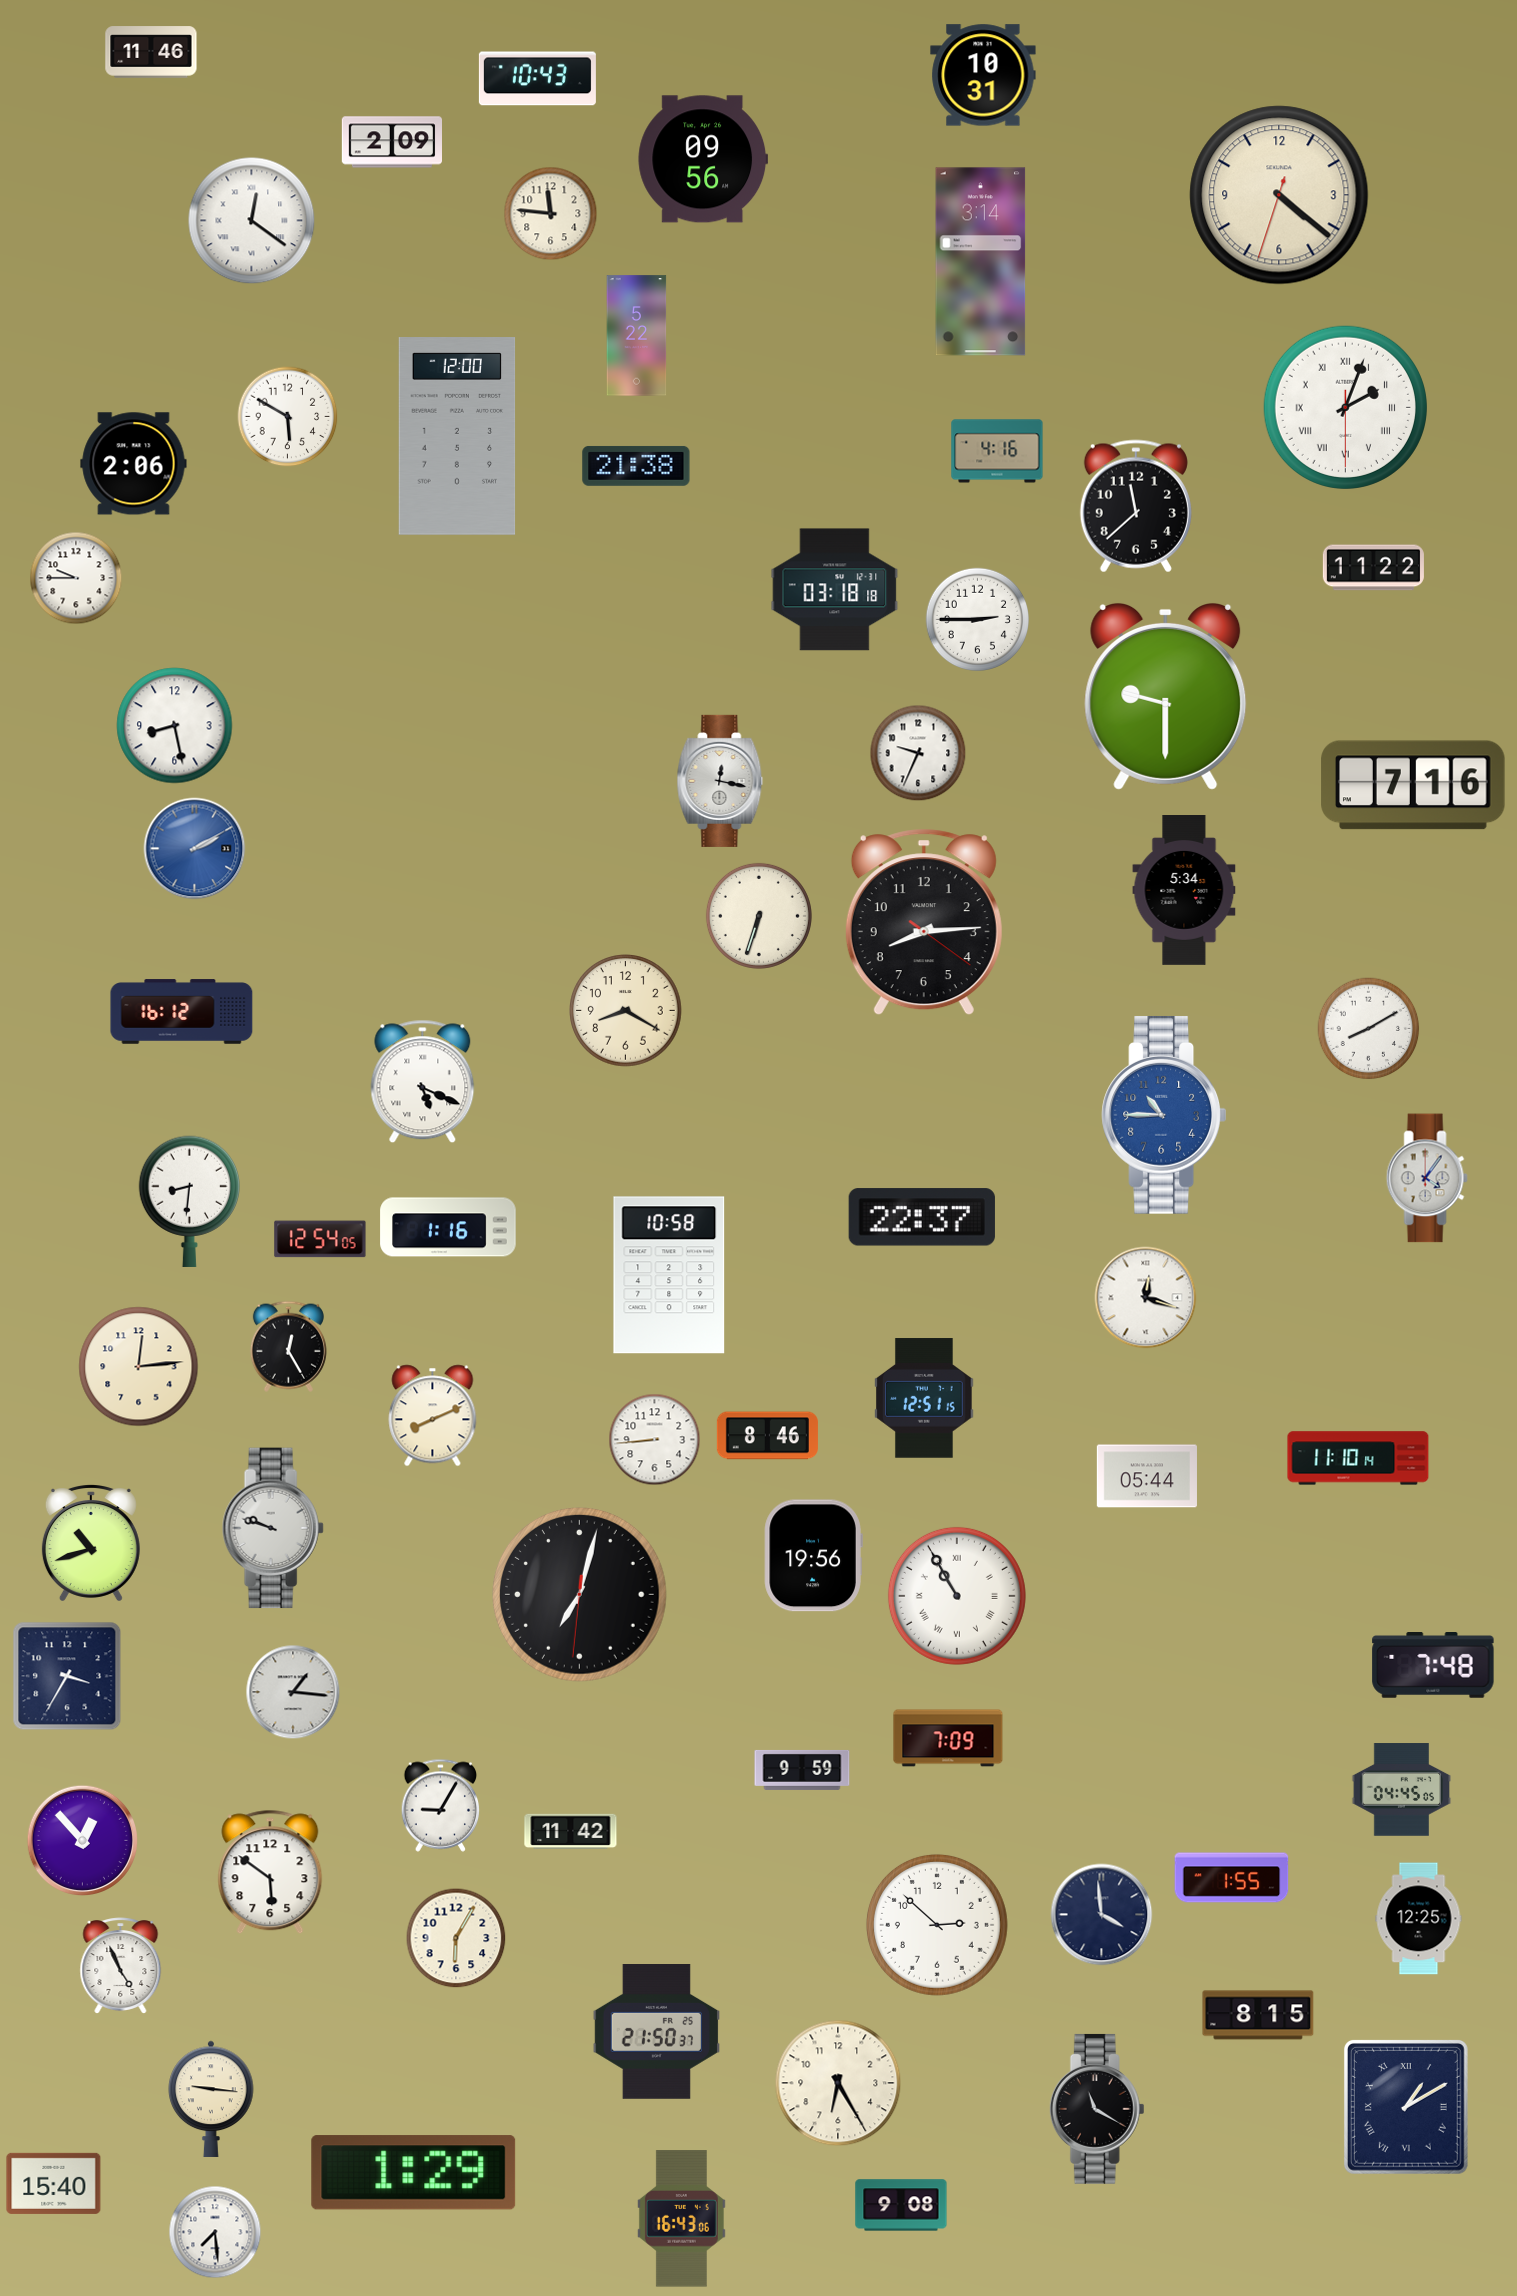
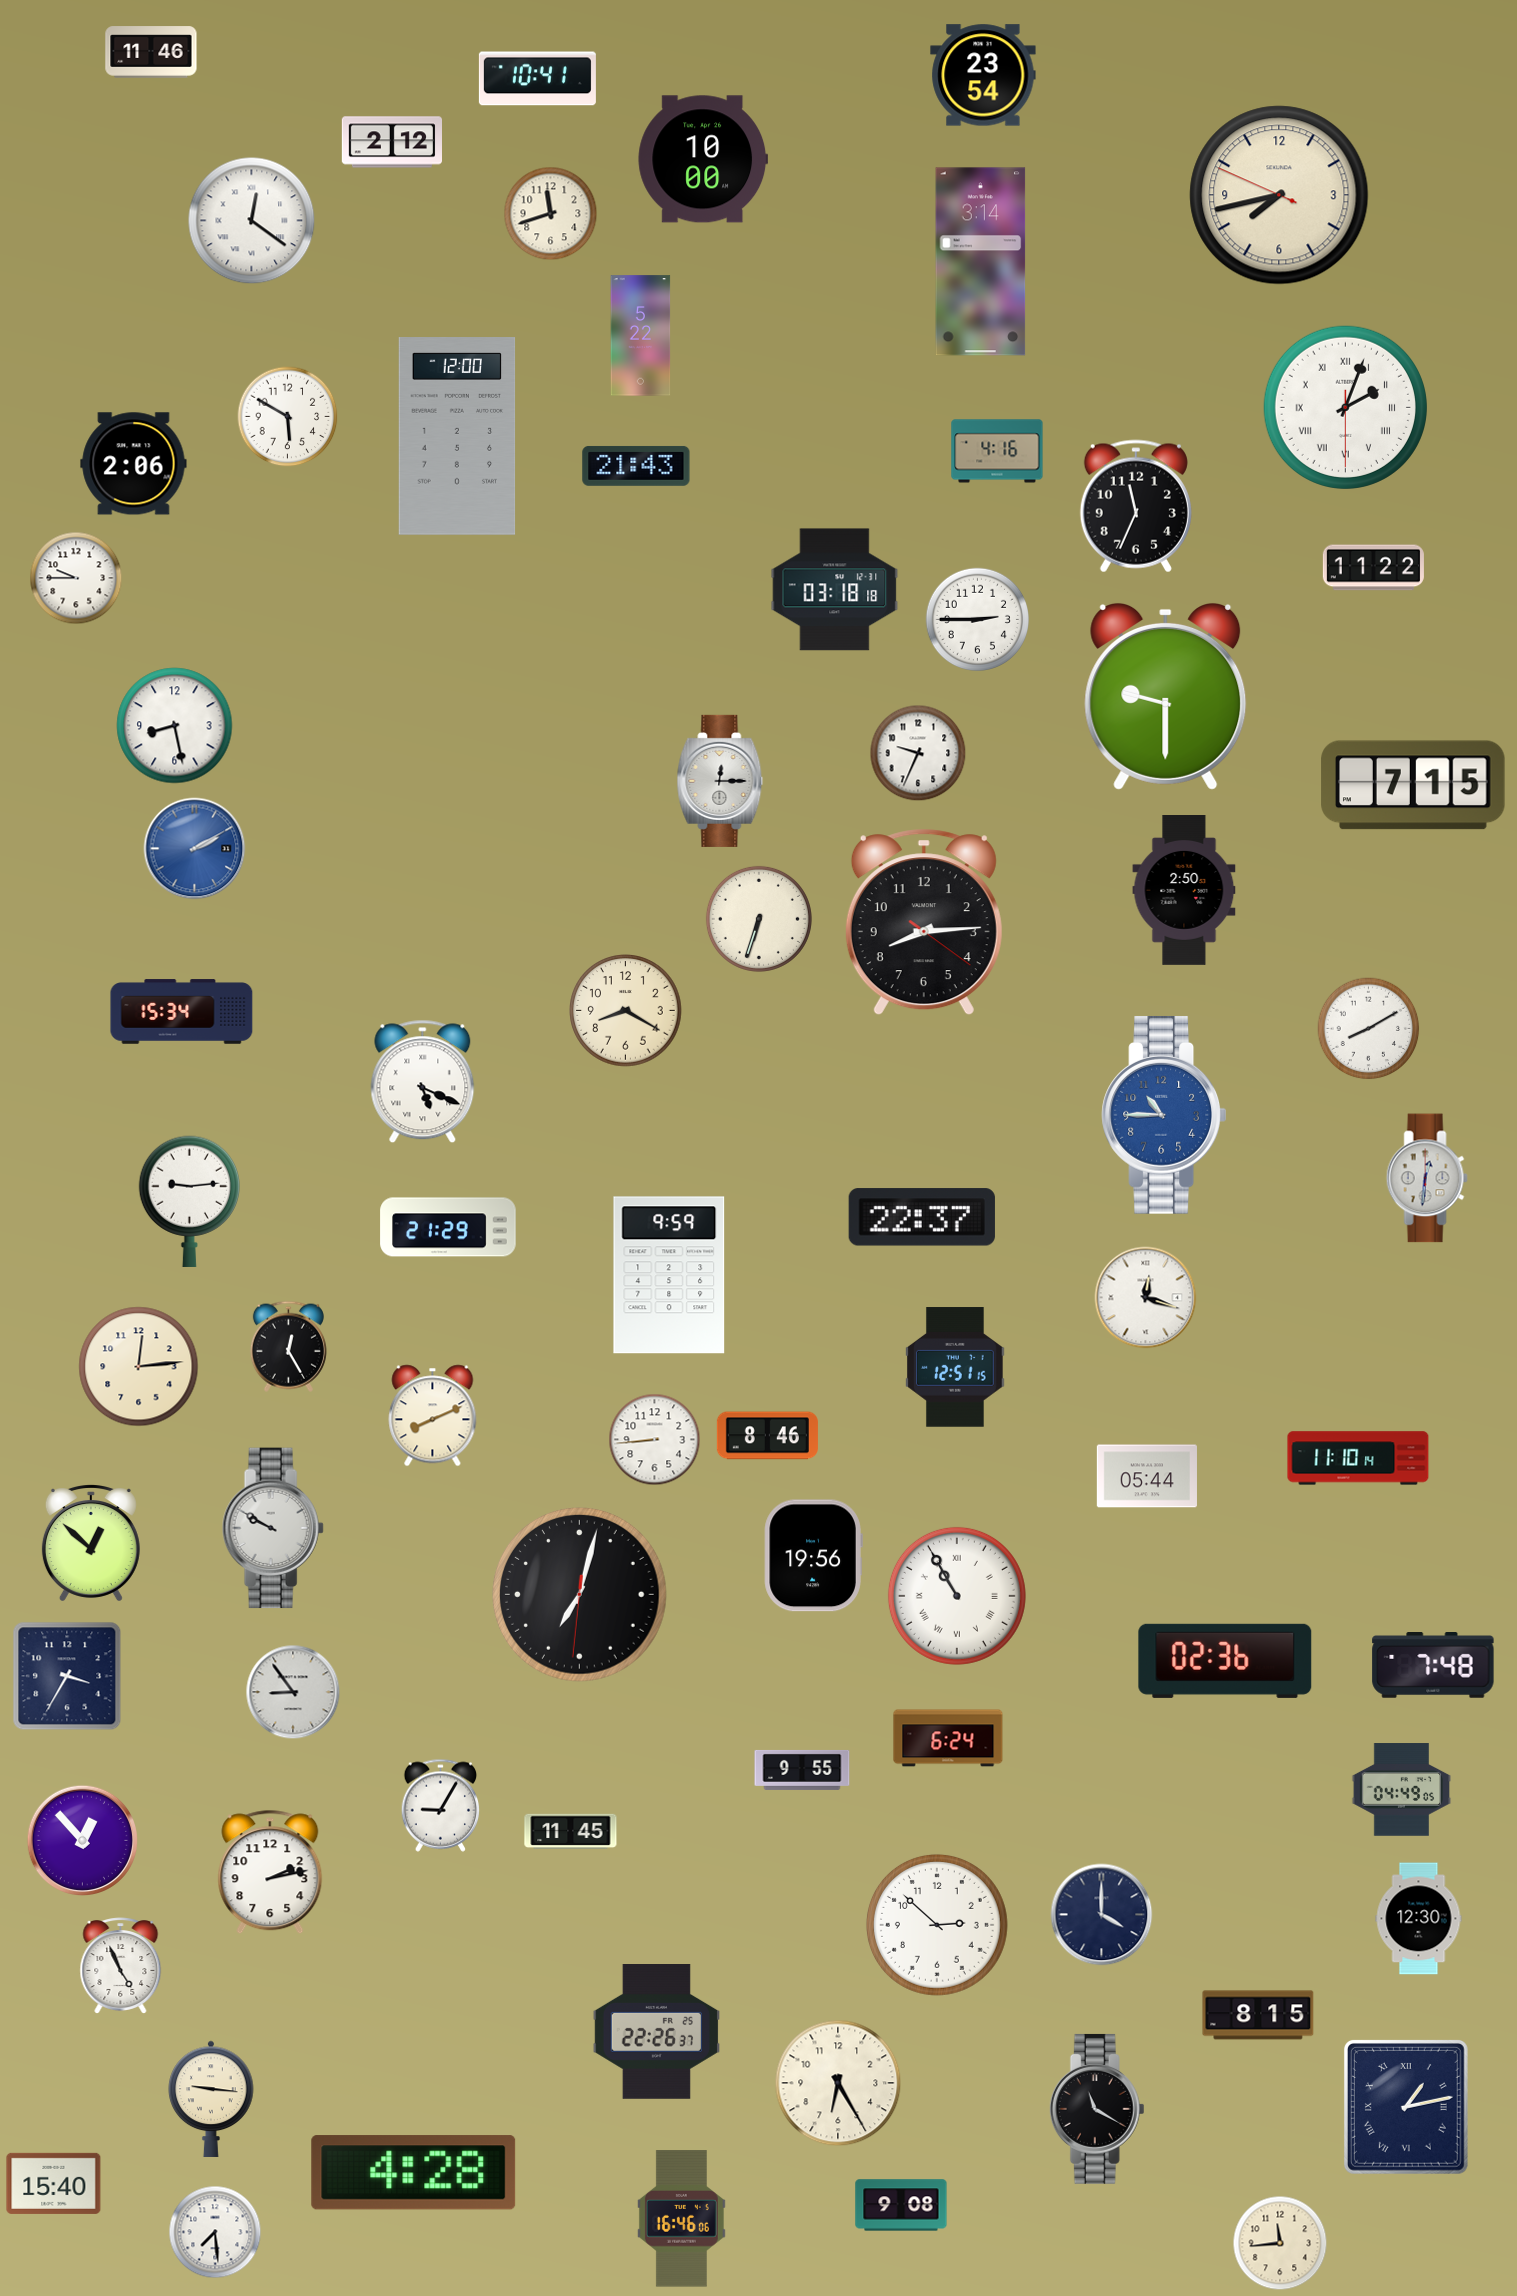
clock at (983, 75): 10:31 -> 23:54
clock at (537, 79): 10:43 -> 10:41
clock at (391, 142): 2:09 -> 2:12
clock at (702, 159): 09:56 -> 10:00
clock at (1279, 195): 4:21 -> 7:42
clock at (551, 214): 11:46 -> 11:42
clock at (637, 336) position: (637, 336) -> (641, 336)
clock at (636, 466): 21:38 -> 21:43
clock at (1136, 506): 11:38 -> 11:34
clock at (720, 781): 12:17 -> 12:15
clock at (1413, 785): 7:16 -> 7:15
clock at (1184, 891): 5:34 -> 2:50
clock at (759, 916) position: (759, 916) -> (759, 919)
clock at (182, 1012): 16:12 -> 15:34
clock at (1427, 1178): 4:06 -> 12:31
clock at (189, 1201): 8:31 -> 9:14
clock at (448, 1227): 1:16 -> 21:29
clock at (320, 1239): 12:54 -> none
clock at (669, 1275): 10:58 -> 9:59
clock at (924, 1398) position: (924, 1398) -> (955, 1367)
clock at (273, 1528): 9:48 -> 9:50
clock at (91, 1543): 10:42 -> 12:52
clock at (1225, 1661): none -> 02:36
clock at (293, 1692): 1:16 -> 8:54
clock at (948, 1738): 7:09 -> 6:24
clock at (802, 1770): 9:59 -> 9:55
clock at (1402, 1790): 04:45 -> 04:49
clock at (571, 1831): 11:42 -> 11:45
clock at (270, 1872): 5:51 -> 2:13
clock at (1232, 1878): 1:55 -> none
clock at (1102, 1915): 3:59 -> 4:00
clock at (1419, 1919): 12:25 -> 12:30
clock at (456, 1938): 6:05 -> none
clock at (656, 2032): 21:50 -> 22:26
clock at (1406, 2107): 1:10 -> 1:13
clock at (414, 2173): 1:29 -> 4:28
clock at (681, 2219): 16:43 -> 16:46
clock at (1280, 2243): none -> 11:44
